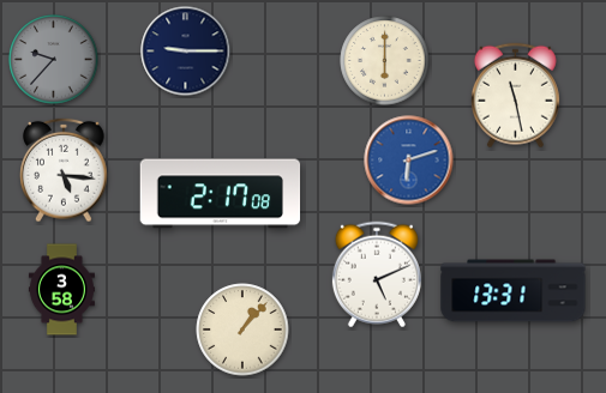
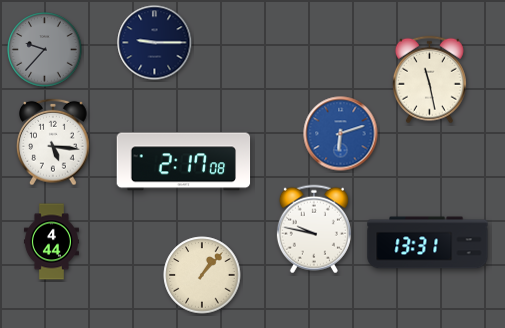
clock at (385, 61): 6:00 -> none
clock at (377, 274): 5:11 -> 9:47
clock at (61, 290): 3:58 -> 4:44
